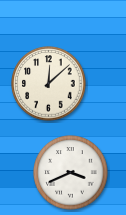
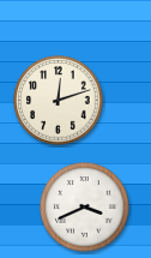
clock at (49, 84): 12:08 -> 12:12
